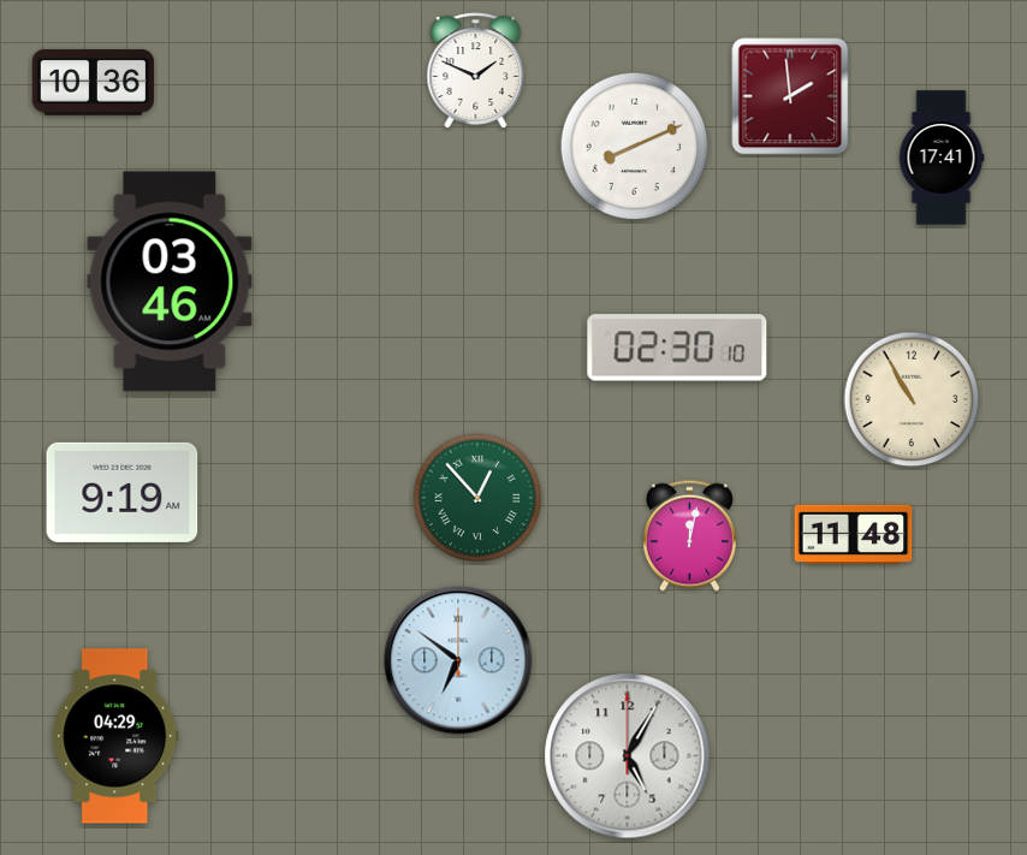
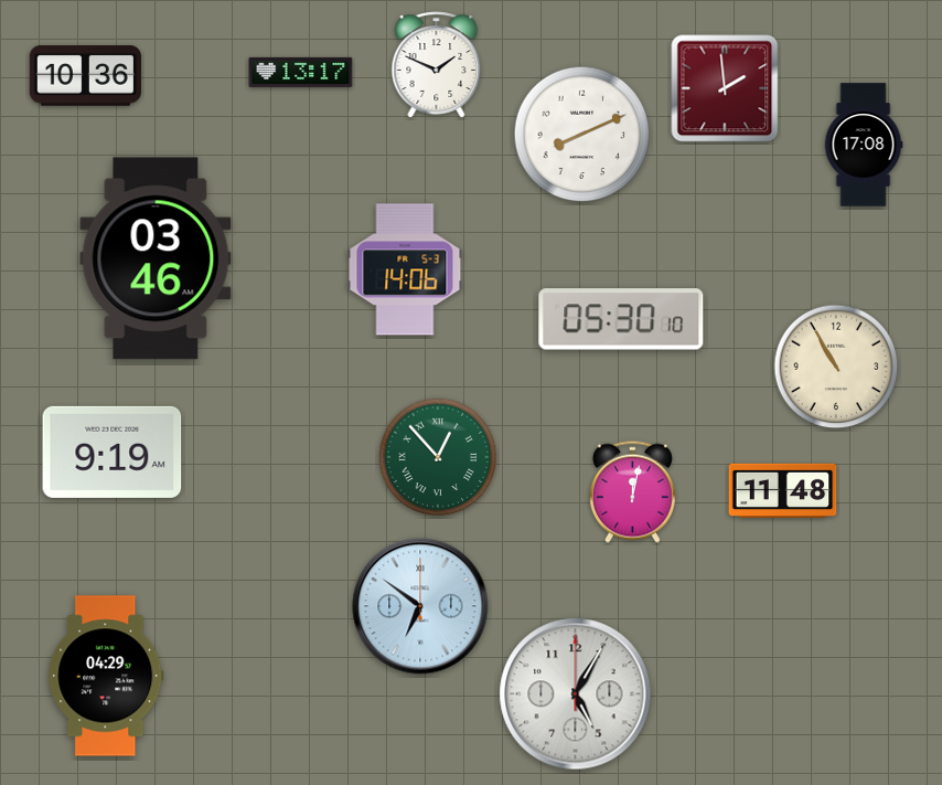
clock at (301, 72): none -> 13:17
clock at (942, 158): 17:41 -> 17:08
clock at (405, 269): none -> 14:06
clock at (677, 348): 02:30 -> 05:30
